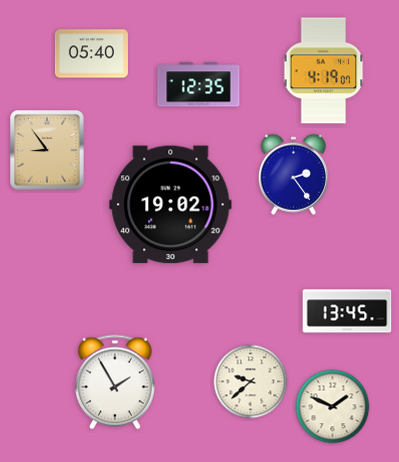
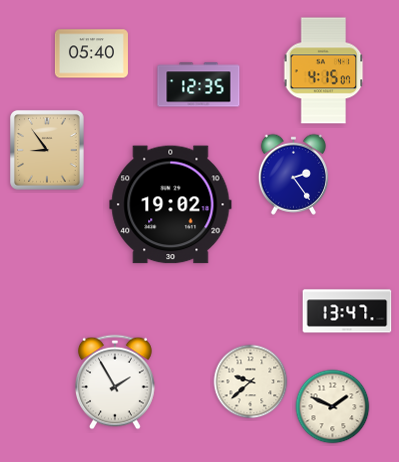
clock at (324, 71): 4:19 -> 4:15
clock at (347, 311): 13:45 -> 13:47
